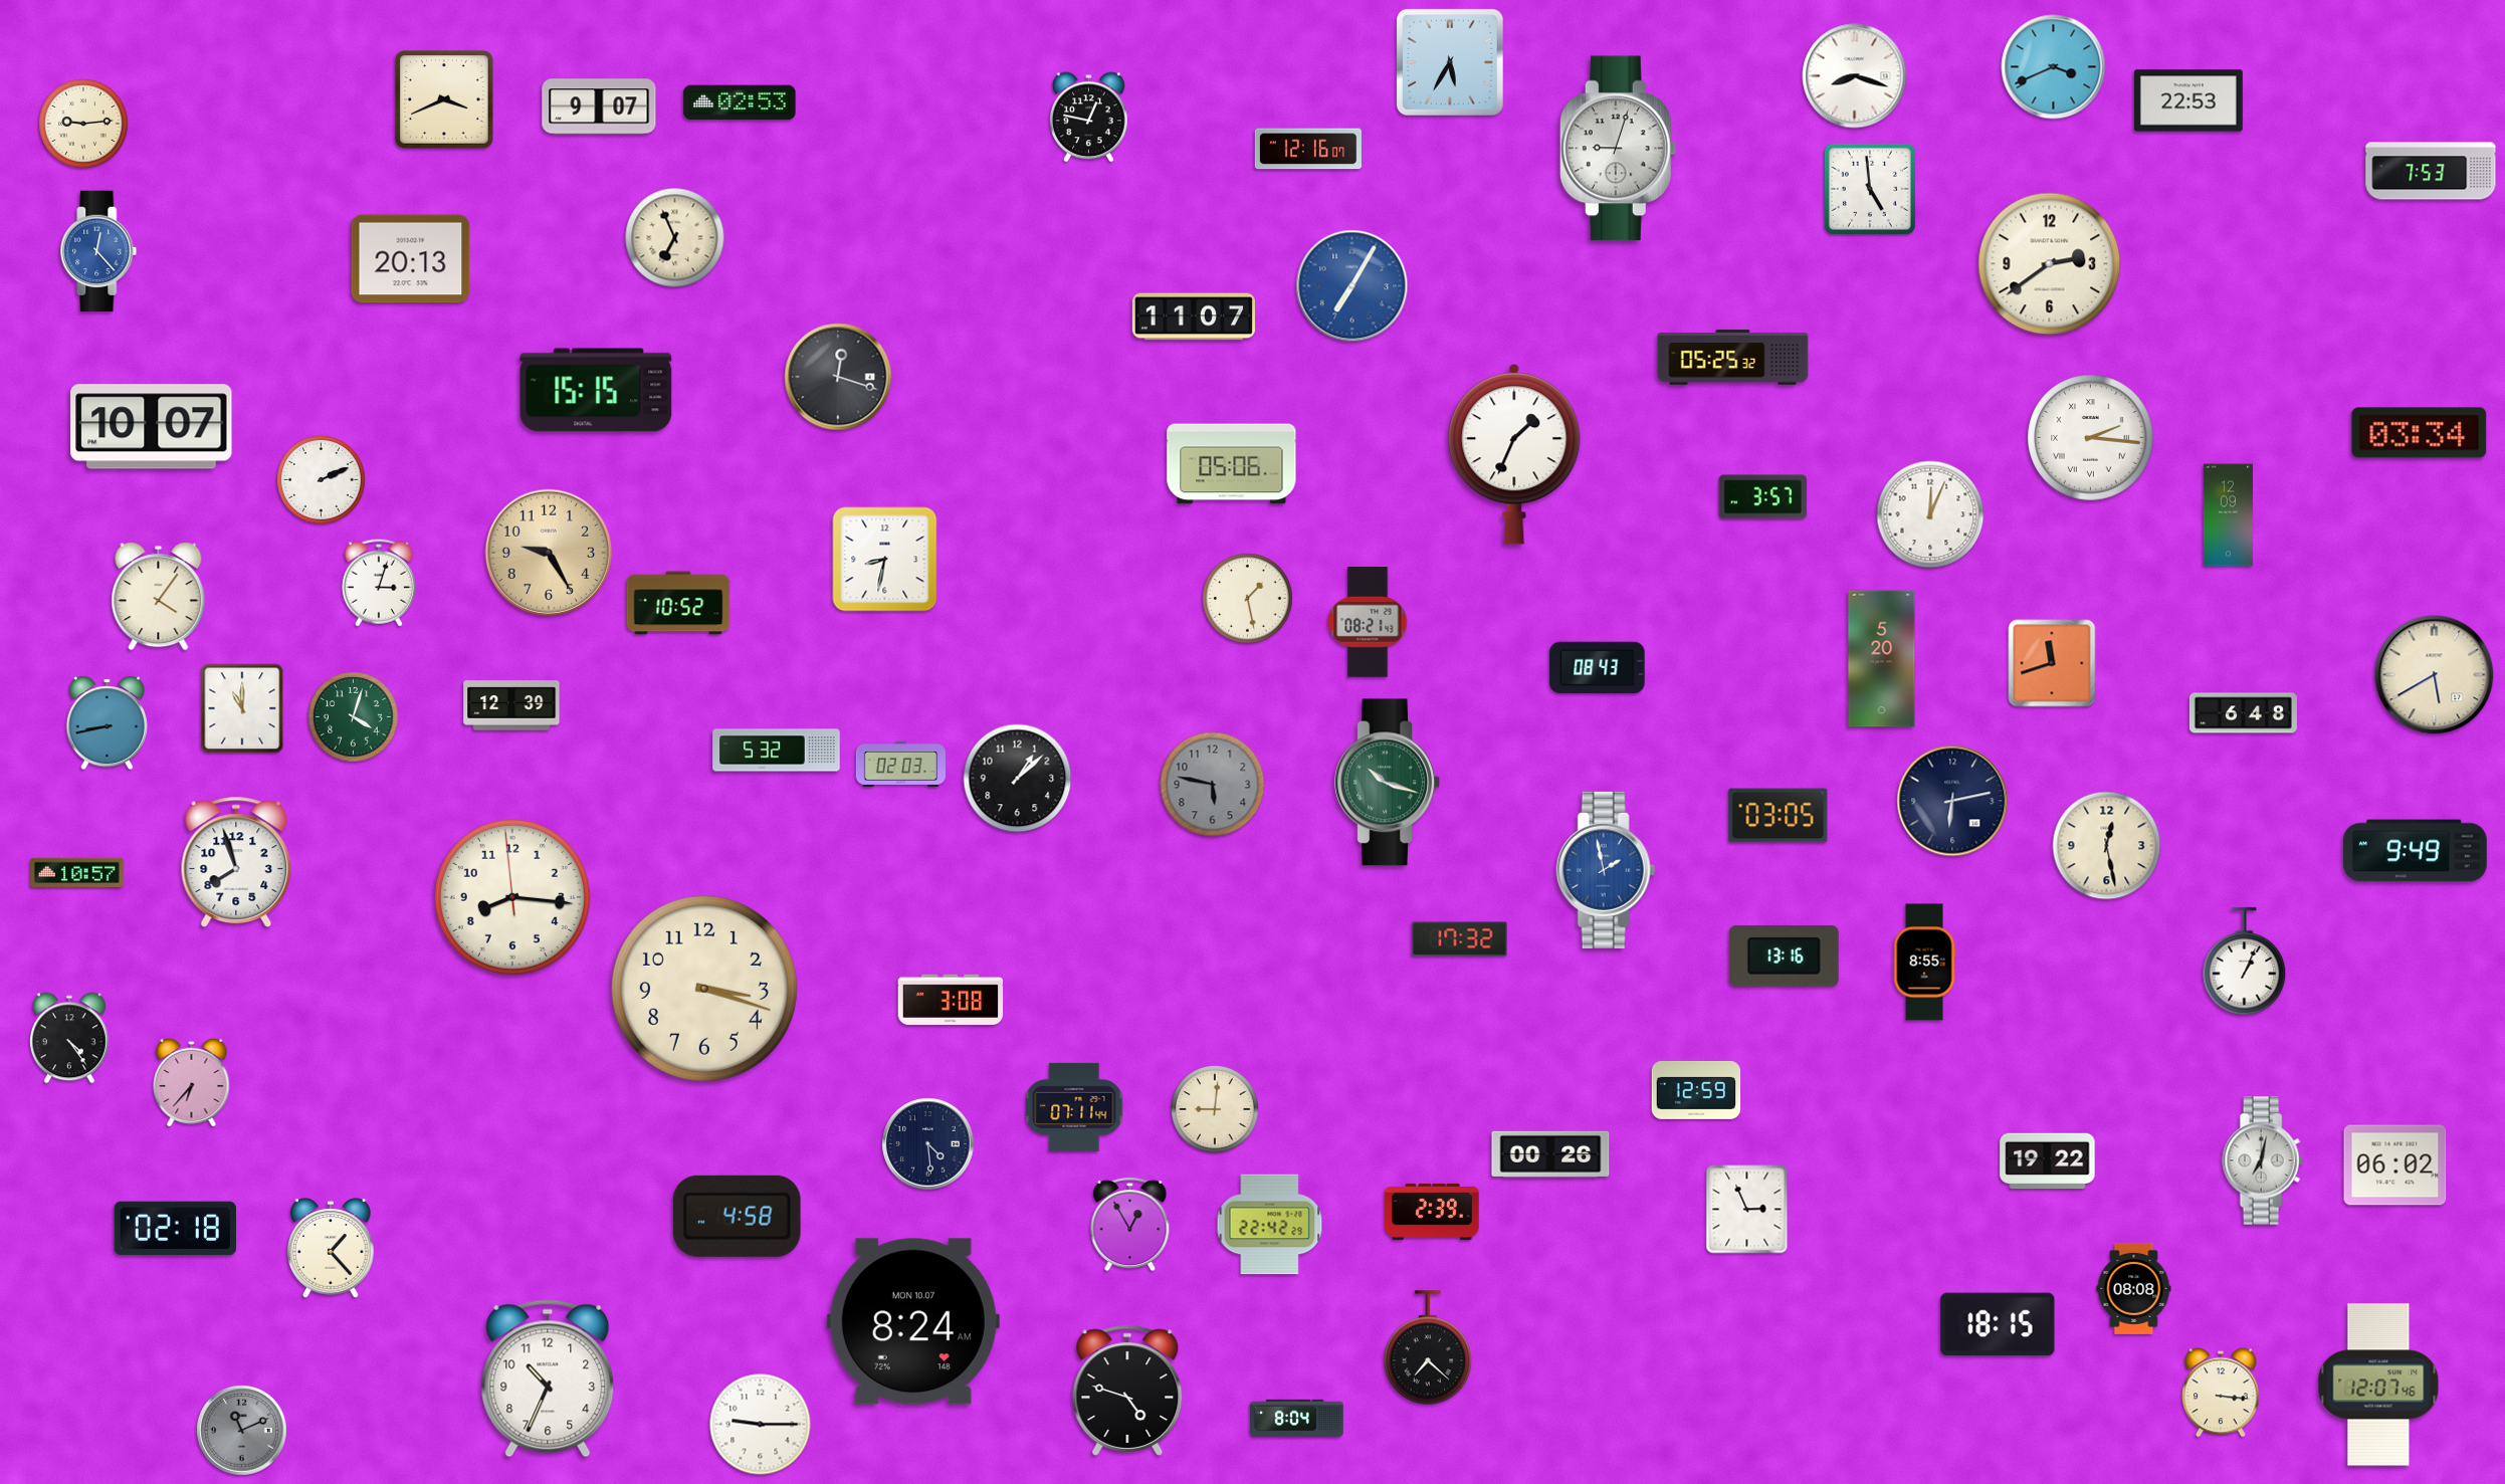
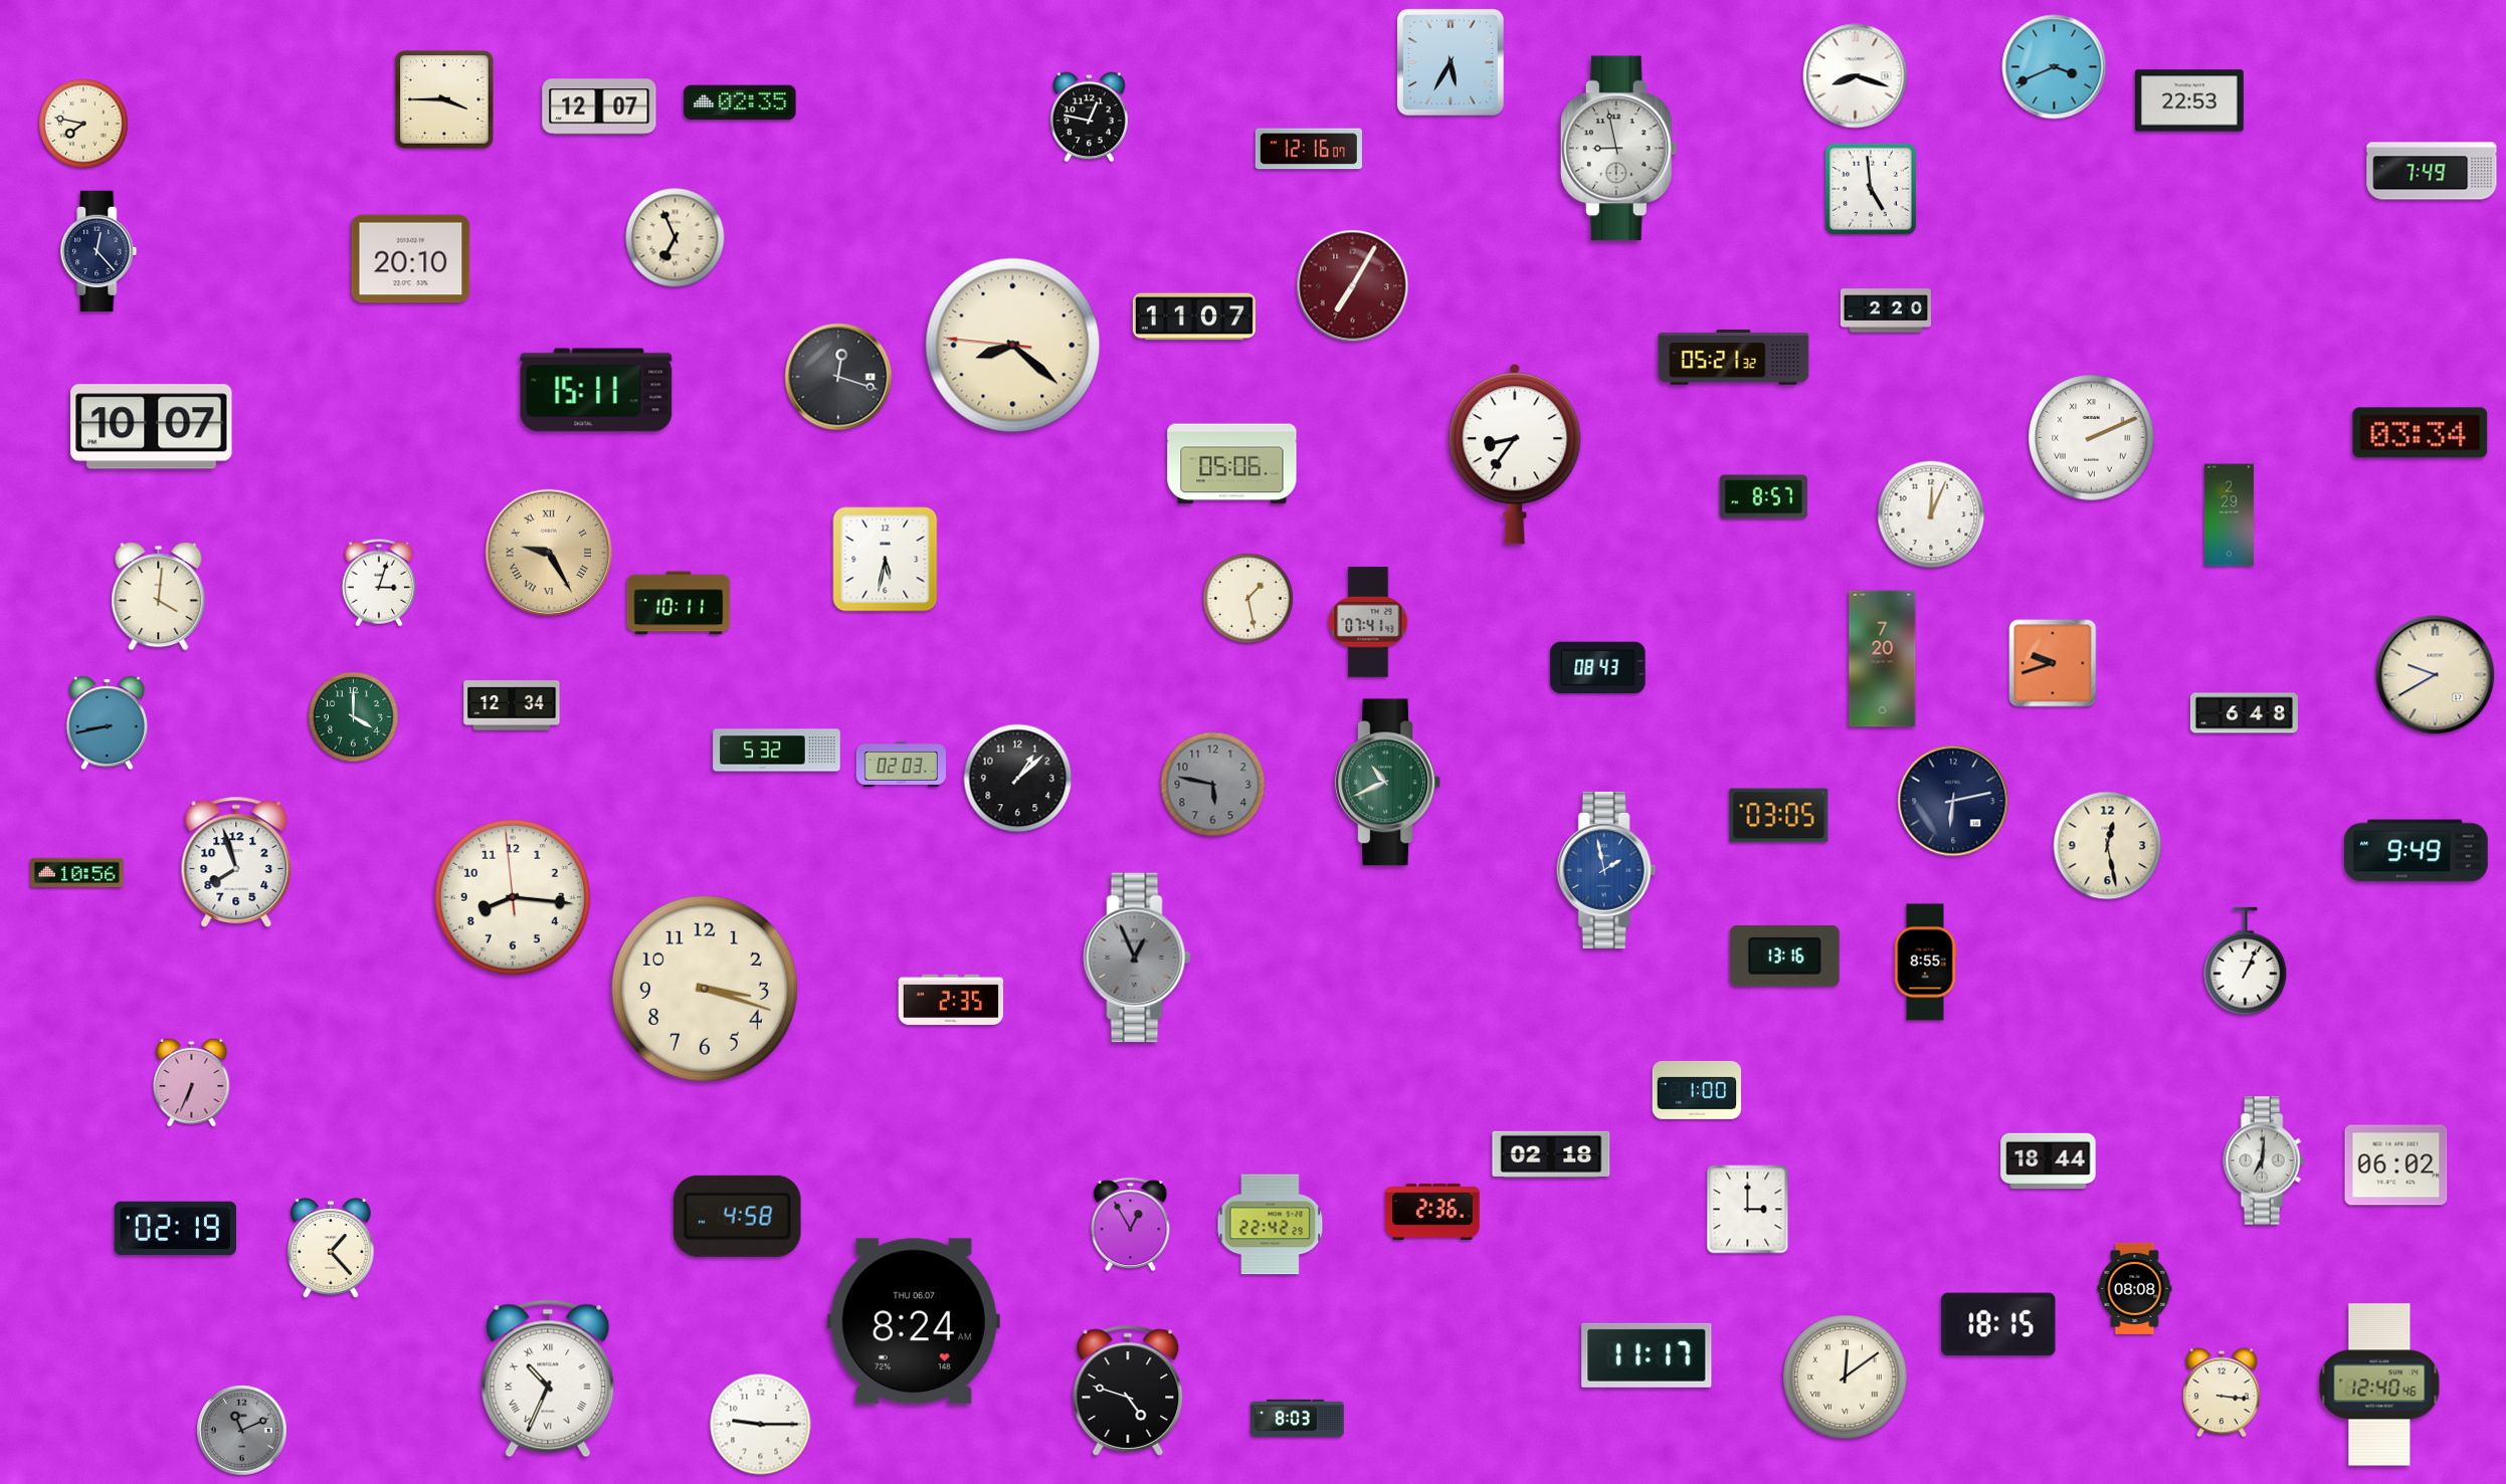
clock at (444, 99): 3:41 -> 3:45
clock at (740, 102): 02:53 -> 02:35
clock at (599, 107): 9:07 -> 12:07
clock at (83, 124): 9:14 -> 7:47
clock at (1618, 149): 9:03 -> 8:58
clock at (2431, 171): 7:53 -> 7:49
clock at (98, 251) dial: blue -> navy
clock at (411, 259): 20:13 -> 20:10
clock at (2050, 264): 2:39 -> none
clock at (1352, 286) dial: blue -> burgundy
clock at (1886, 310): none -> 2:20
clock at (1013, 346): none -> 8:21
clock at (1733, 358): 05:25 -> 05:21
clock at (596, 390): 15:15 -> 15:11
clock at (2091, 438): 2:16 -> 2:11
clock at (1514, 454): 1:34 -> 8:36
clock at (322, 480): 2:11 -> none
clock at (1763, 497): 3:57 -> 8:57
clock at (2228, 515): 12:09 -> 2:29
clock at (549, 553) numerals: Arabic -> Roman
clock at (885, 560): 8:32 -> 5:32
clock at (159, 597): 4:06 -> 4:01
clock at (678, 603): 10:52 -> 10:11
clock at (1368, 622): 08:21 -> 07:41
clock at (1882, 659): 5:20 -> 7:20
clock at (2052, 663): 11:42 -> 9:42
clock at (2435, 675): 5:40 -> 9:40
clock at (511, 705): 12:39 -> 12:34
clock at (242, 708): 11:00 -> none
clock at (354, 717): 4:03 -> 4:00
clock at (1387, 783): 10:18 -> 10:41
clock at (77, 872): 10:57 -> 10:56
clock at (1460, 939): 17:32 -> none
clock at (1137, 958): none -> 12:56
clock at (951, 1000): 3:08 -> 2:35
clock at (69, 1038): 4:24 -> none
clock at (192, 1082): 6:37 -> 6:34
clock at (1696, 1090): 12:59 -> 1:00
clock at (1074, 1107): 07:11 -> none
clock at (1215, 1109): 9:01 -> none
clock at (928, 1144): 4:29 -> none
clock at (1550, 1154): 00:26 -> 02:18
clock at (2263, 1160): 7:02 -> 7:01
clock at (2048, 1161): 19:22 -> 18:44
clock at (1747, 1210): 2:56 -> 3:00
clock at (1432, 1212): 2:39 -> 2:36
clock at (175, 1229): 02:18 -> 02:19
clock at (913, 1321) date: MON 10.07 -> THU 06.07
clock at (1428, 1347): 7:22 -> none
clock at (1647, 1355): none -> 11:17
clock at (1846, 1377): none -> 12:09
clock at (548, 1379) numerals: Arabic -> Roman
clock at (2378, 1385): 12:07 -> 12:40
clock at (1297, 1418): 8:04 -> 8:03
